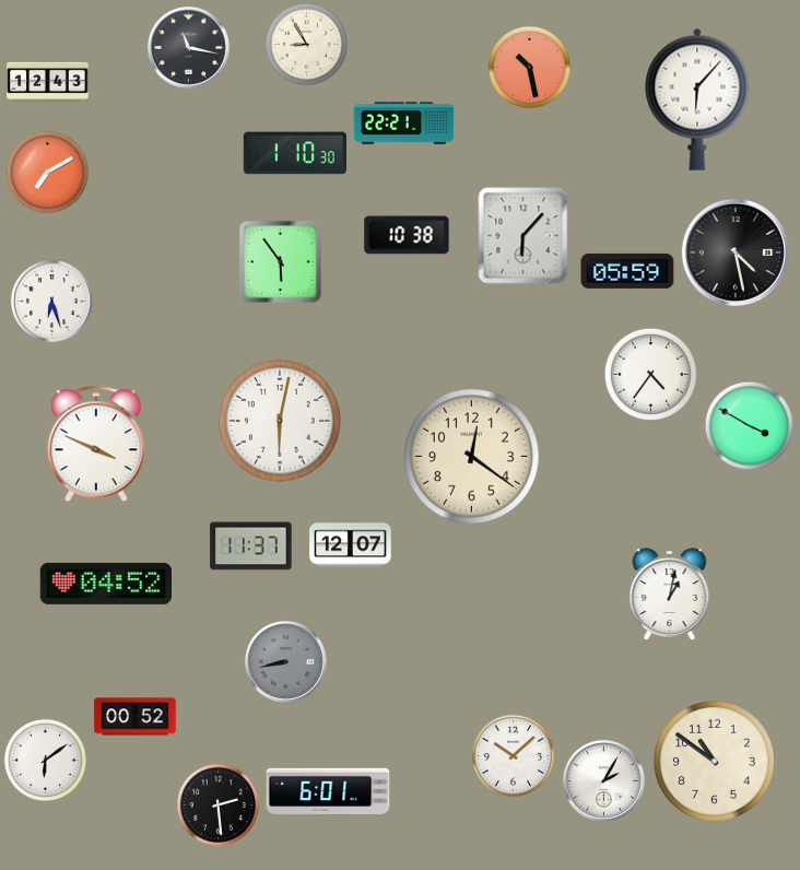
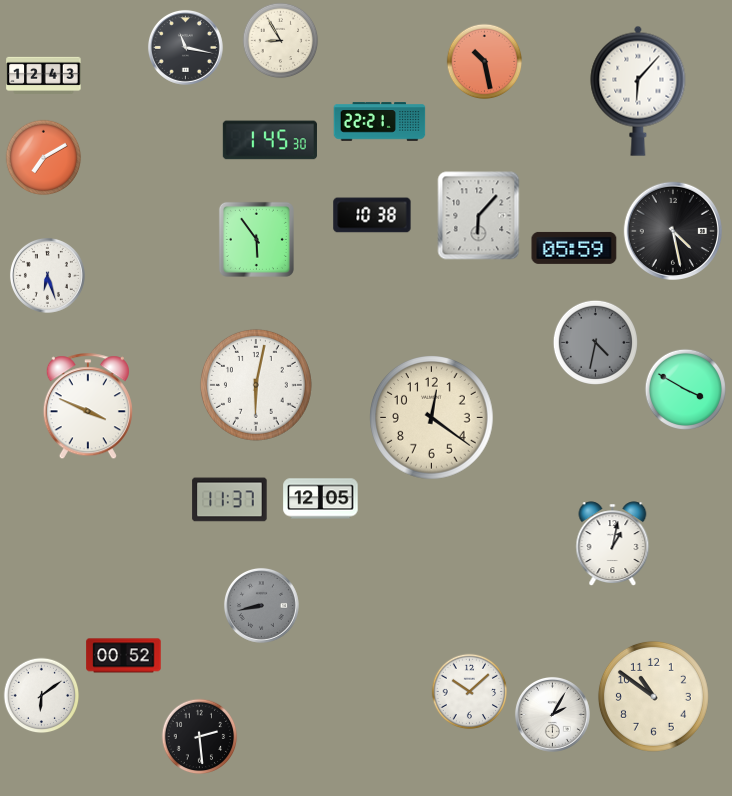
clock at (188, 47) position: (188, 47) -> (185, 47)
clock at (404, 124) position: (404, 124) -> (380, 122)
clock at (295, 153): 1:10 -> 1:45
clock at (650, 374): 4:36 -> 4:32
clock at (650, 374) dial: white -> grey
clock at (351, 545): 12:07 -> 12:05
clock at (106, 584): 04:52 -> none
clock at (328, 790): 6:01 -> none
